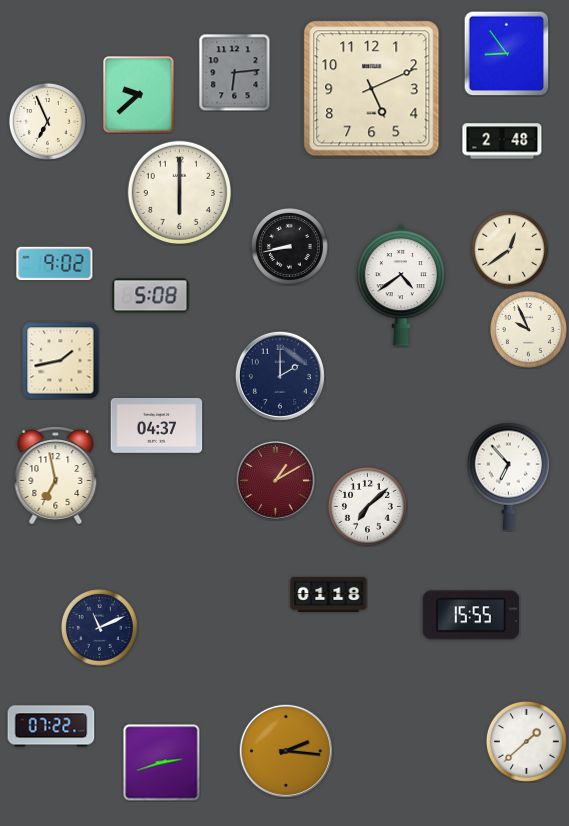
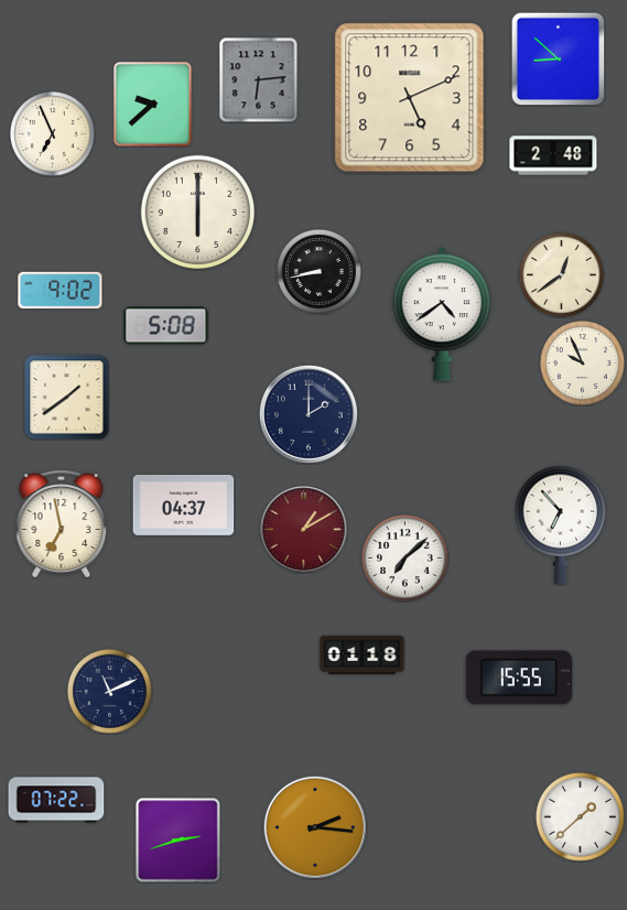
clock at (506, 53): 8:54 -> 8:52
clock at (61, 361): 1:43 -> 1:39
clock at (157, 426) position: (157, 426) -> (184, 506)
